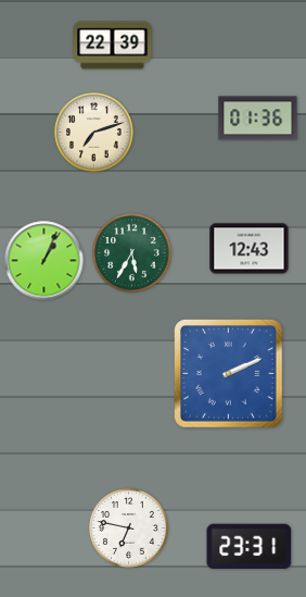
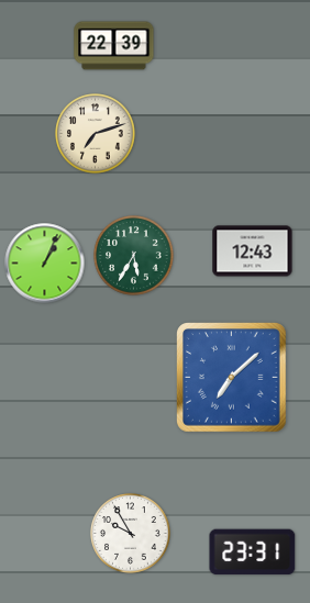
clock at (258, 119): 01:36 -> none
clock at (229, 374): 2:11 -> 7:08
clock at (129, 528): 6:47 -> 9:55
